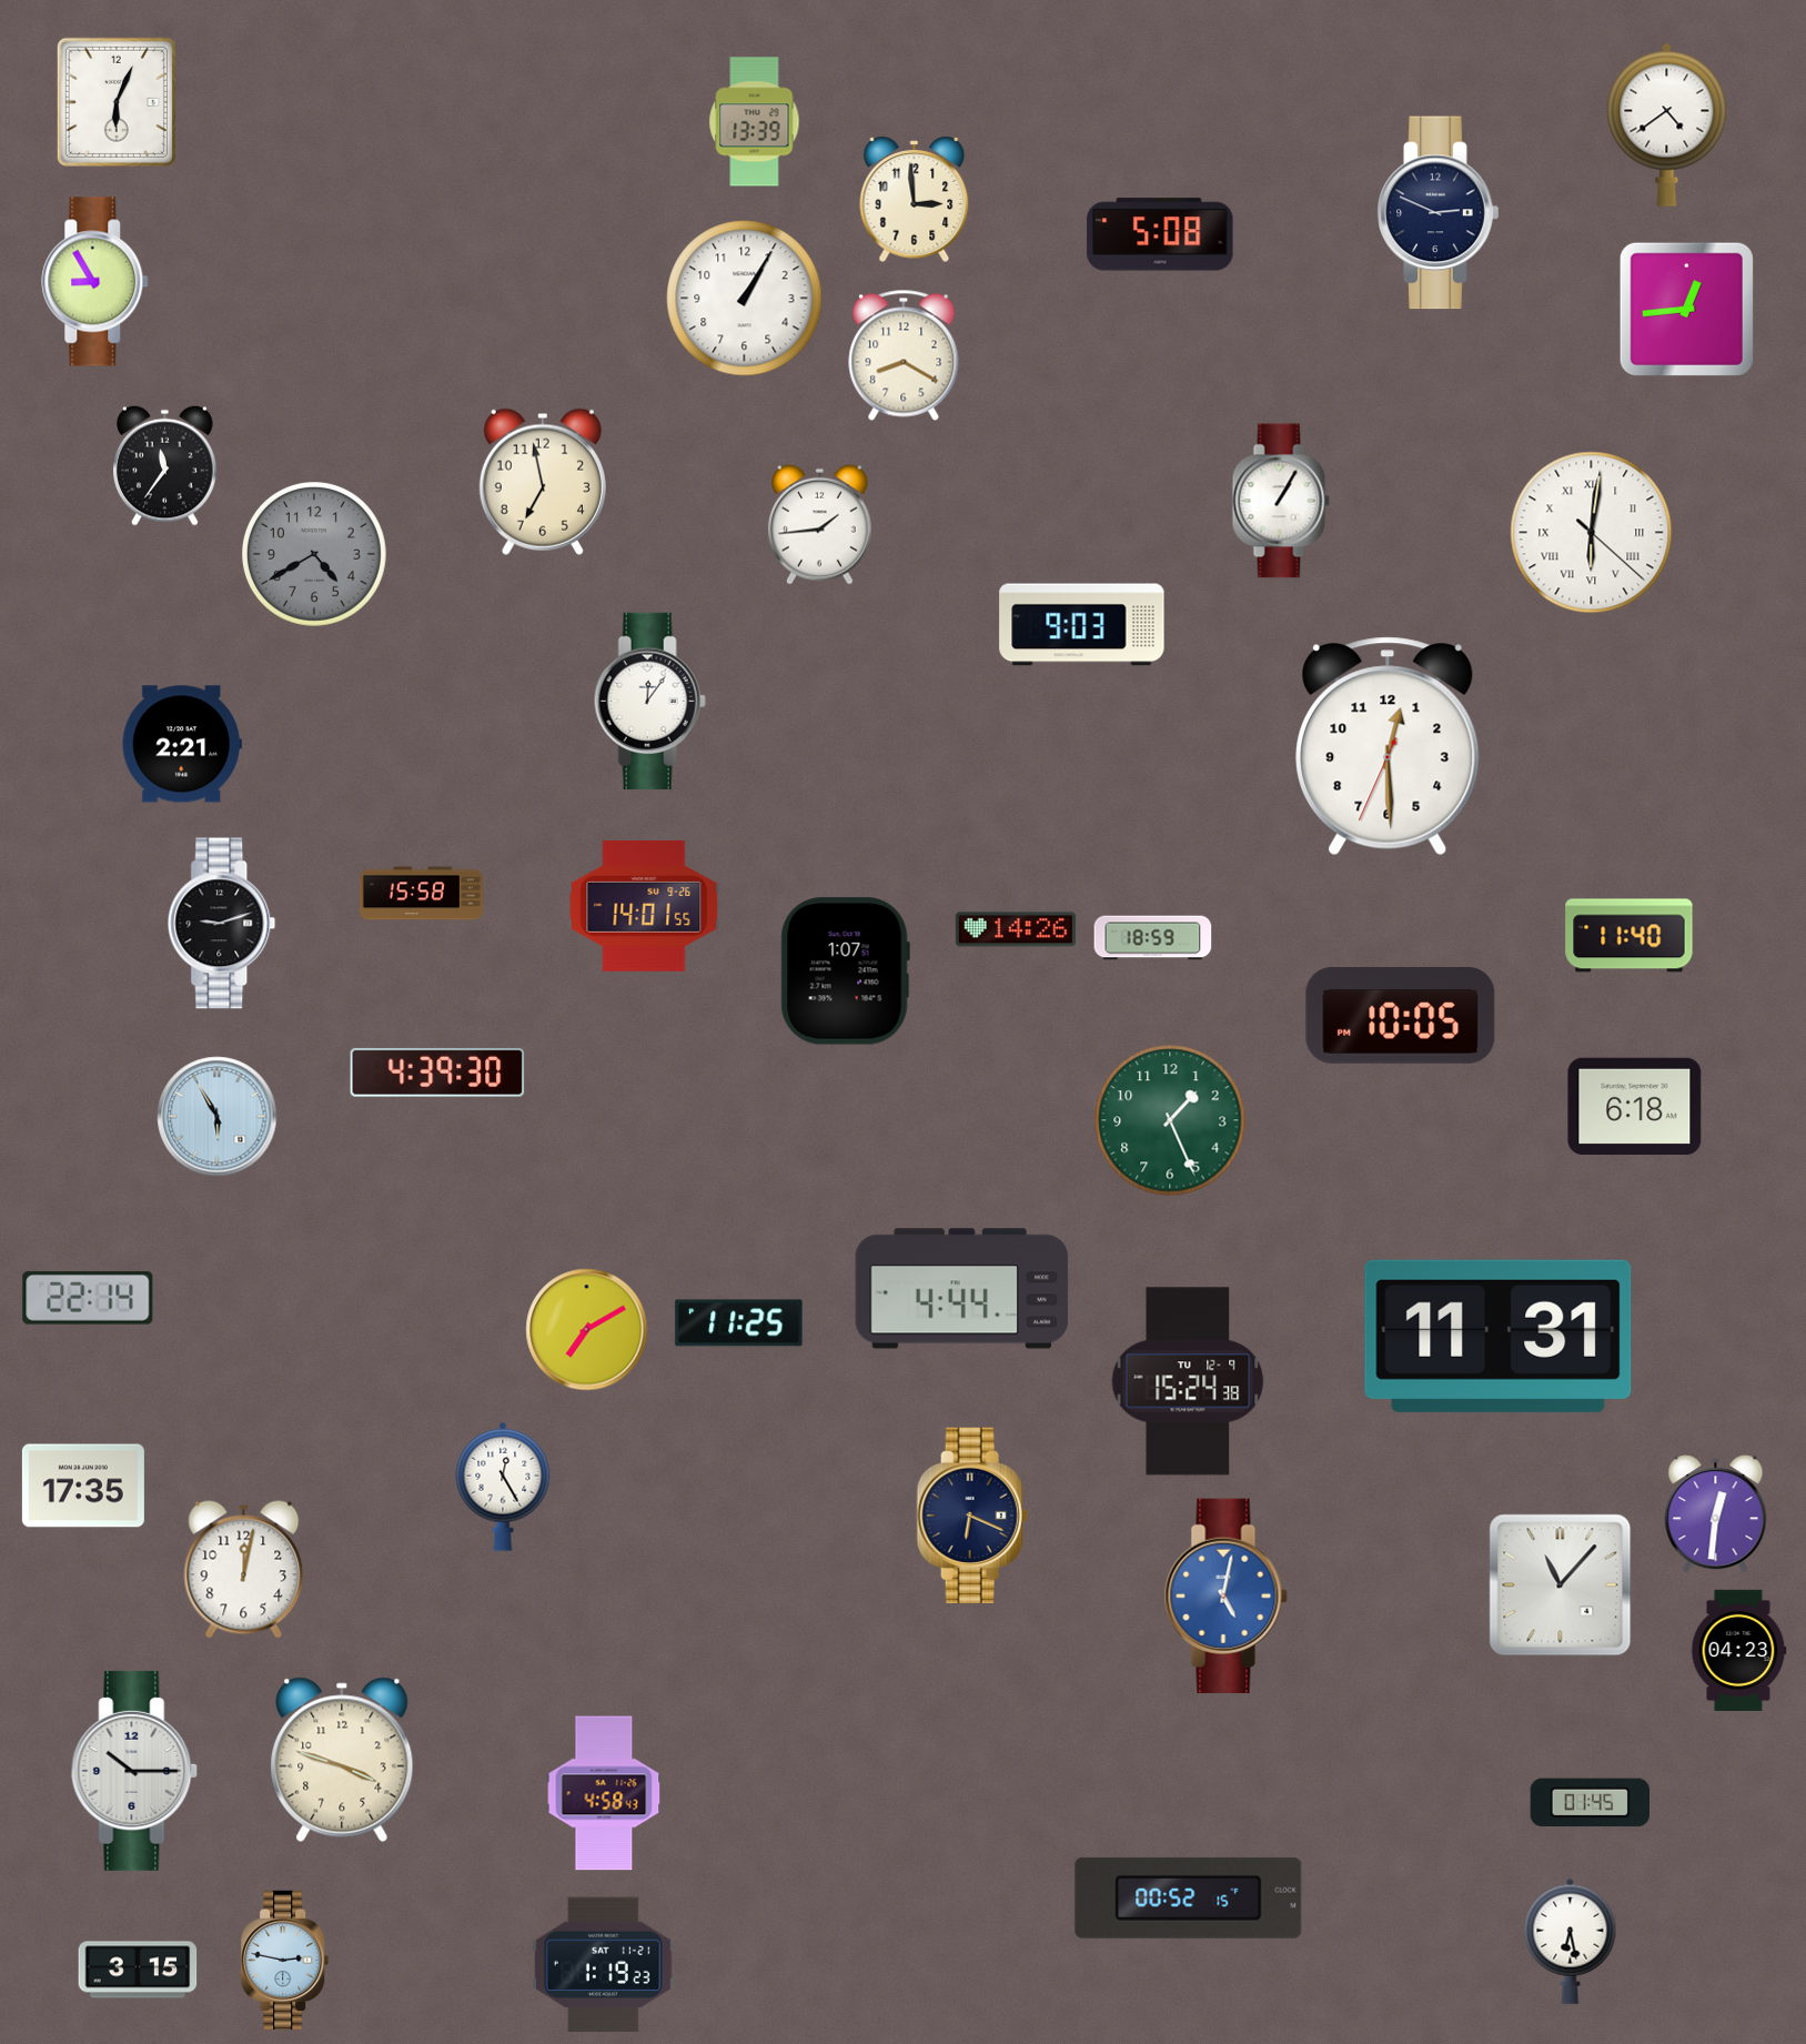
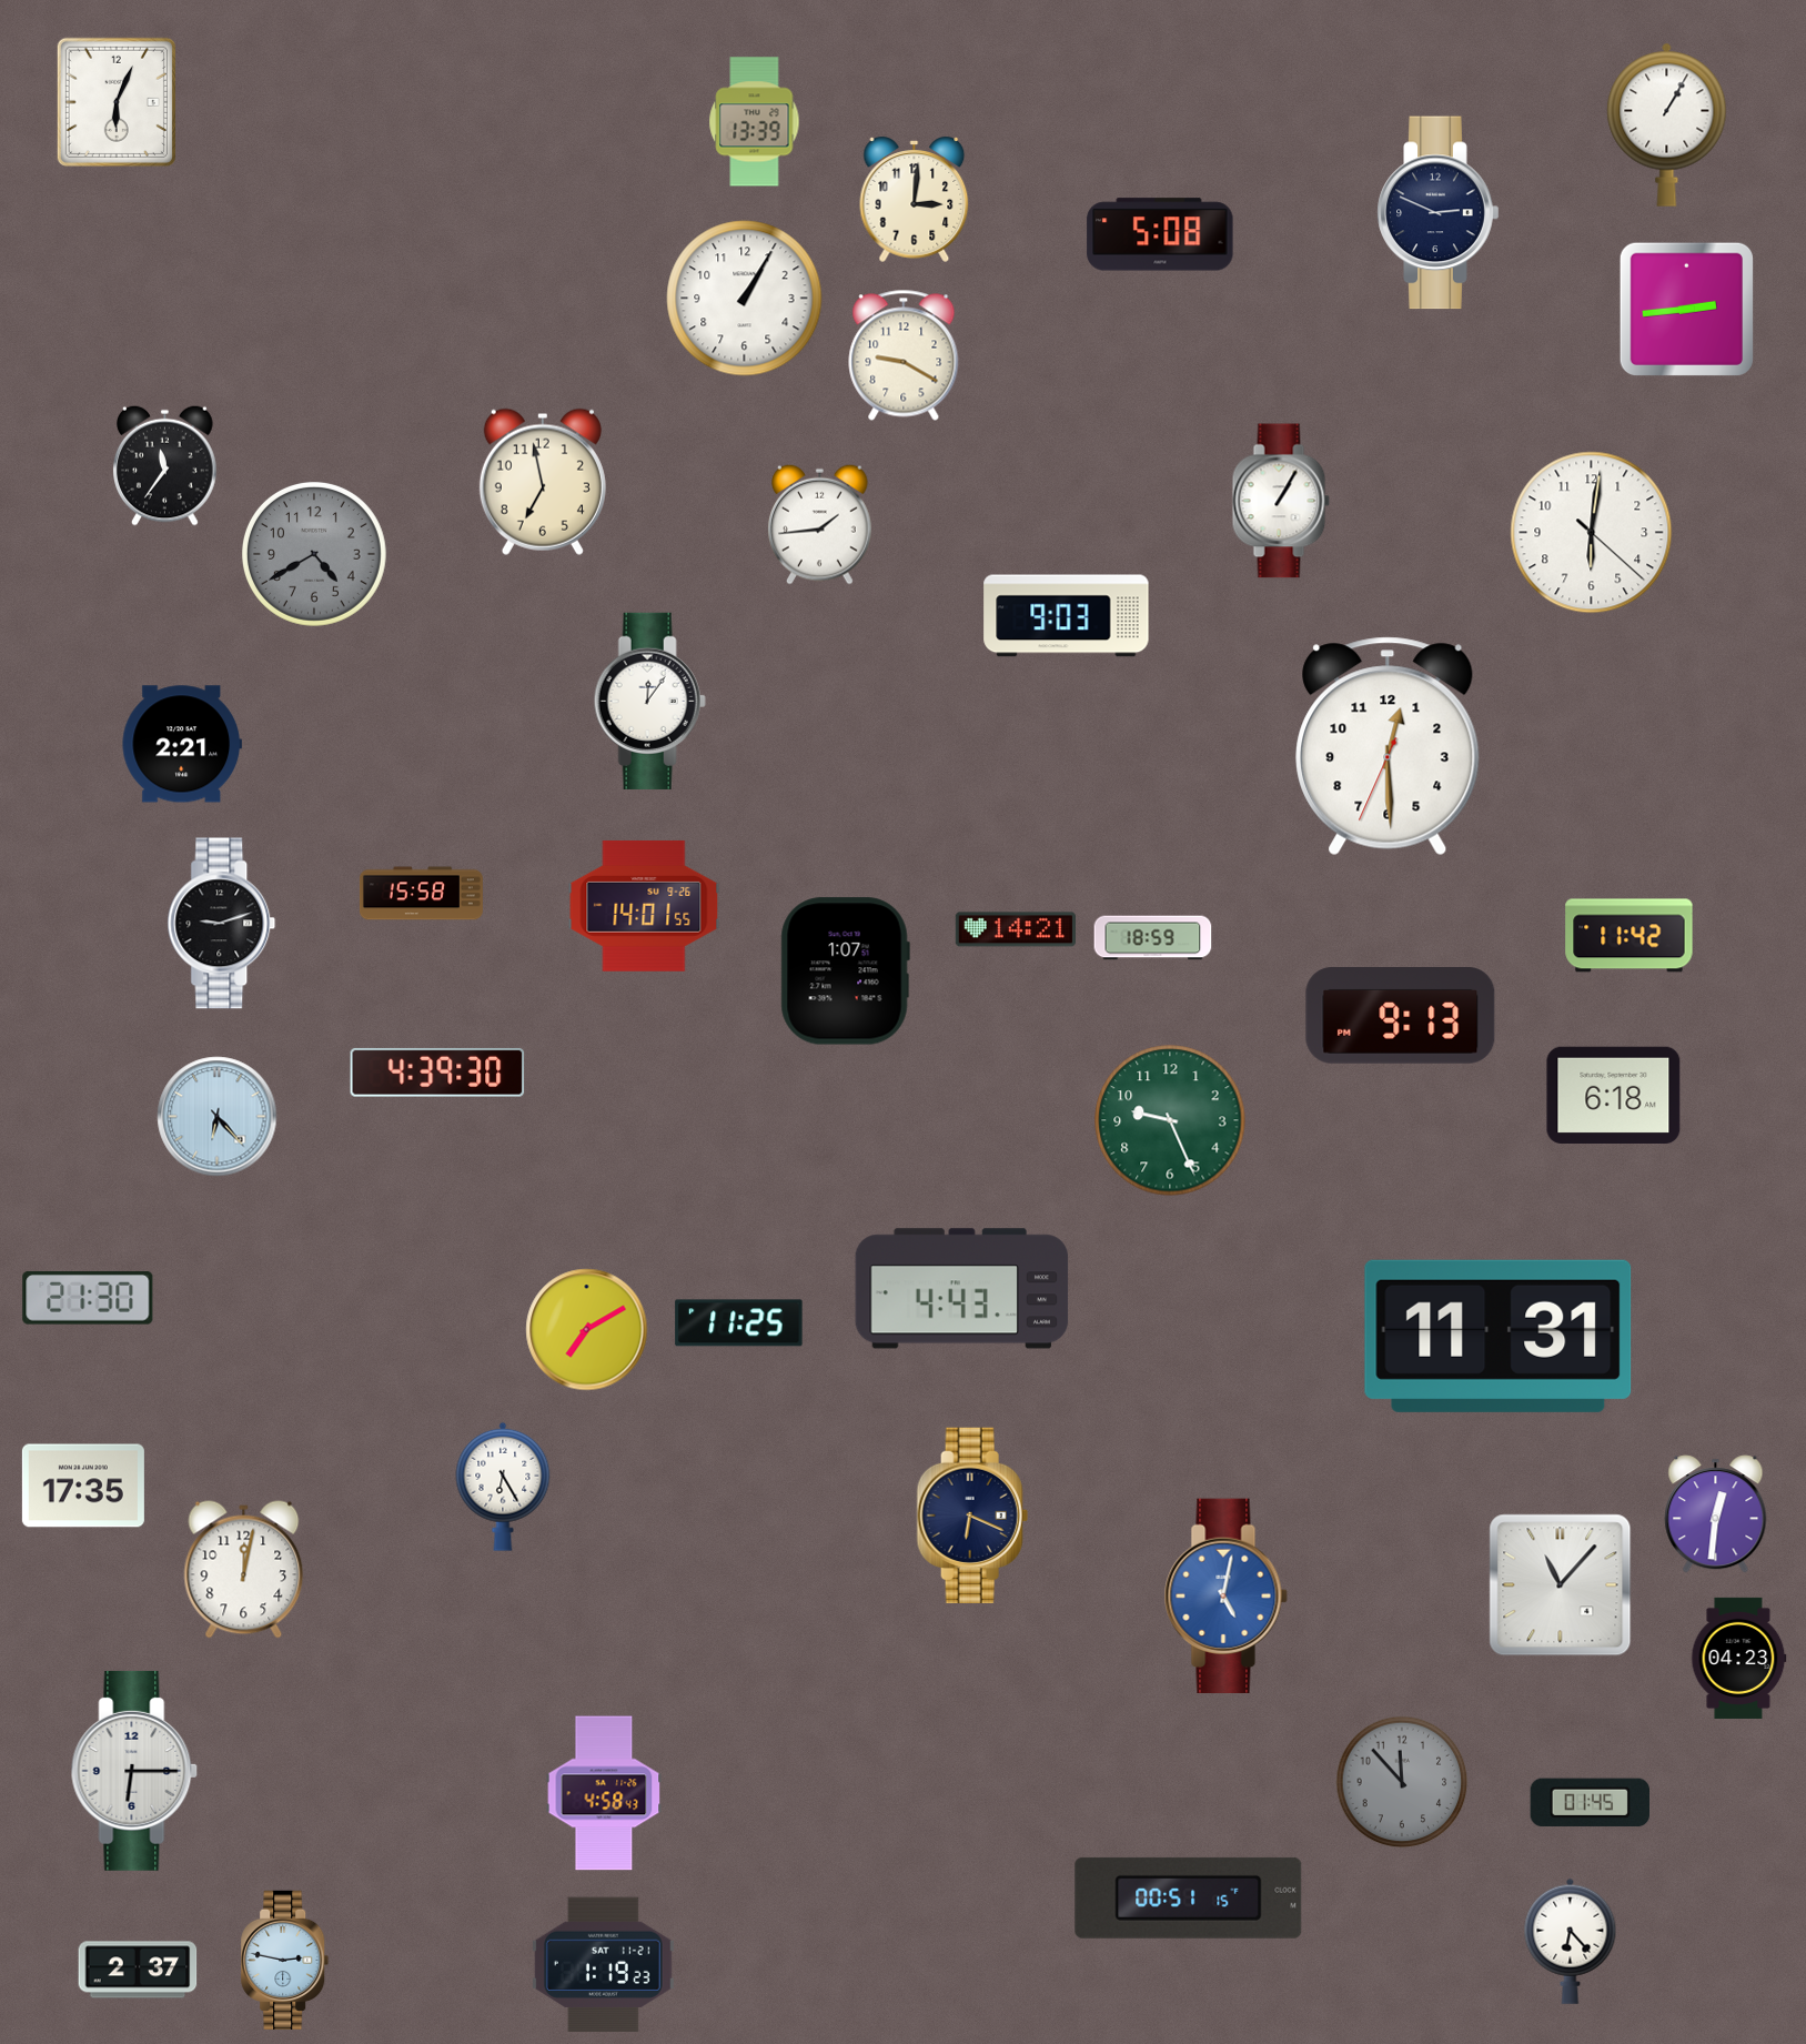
clock at (1667, 124): 4:39 -> 1:05
clock at (915, 199): 2:59 -> 3:01
clock at (95, 282): 8:55 -> none
clock at (1686, 309): 12:44 -> 2:44
clock at (904, 355): 8:20 -> 9:20
clock at (1592, 533) numerals: Roman -> Arabic
clock at (1082, 625) position: (1082, 625) -> (1067, 616)
clock at (1015, 929): 14:26 -> 14:21
clock at (1630, 936): 11:40 -> 11:42
clock at (1401, 1016): 10:05 -> 9:13
clock at (1635, 1106) position: (1635, 1106) -> (1614, 1095)
clock at (218, 1117): 5:55 -> 6:23
clock at (1170, 1120): 1:26 -> 9:26
clock at (962, 1289): 4:44 -> 4:43
clock at (88, 1298): 22:14 -> 21:30
clock at (1188, 1381): 15:24 -> none
clock at (503, 1487): 12:25 -> 6:25
clock at (1739, 1650) position: (1739, 1650) -> (1739, 1658)
clock at (342, 1760): 3:48 -> none
clock at (134, 1771): 10:15 -> 6:15
clock at (1402, 1782): none -> 11:53
clock at (1189, 1897): 00:52 -> 00:51
clock at (1571, 1941): 6:28 -> 6:23
clock at (138, 1970): 3:15 -> 2:37
